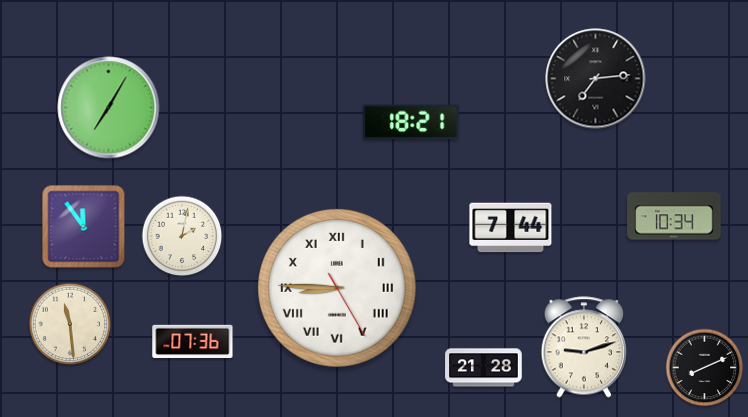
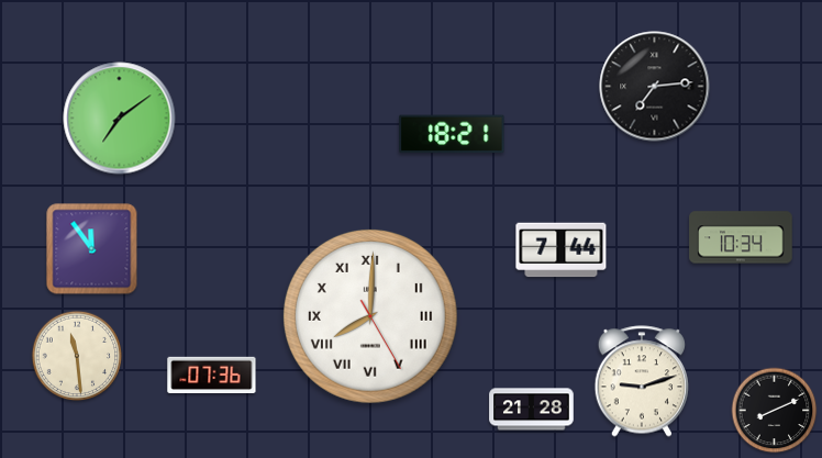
clock at (109, 108): 7:05 -> 7:09
clock at (182, 236): 2:02 -> none
clock at (337, 288): 8:45 -> 8:00
clock at (484, 368) position: (484, 368) -> (532, 410)
clock at (705, 368) position: (705, 368) -> (775, 411)
